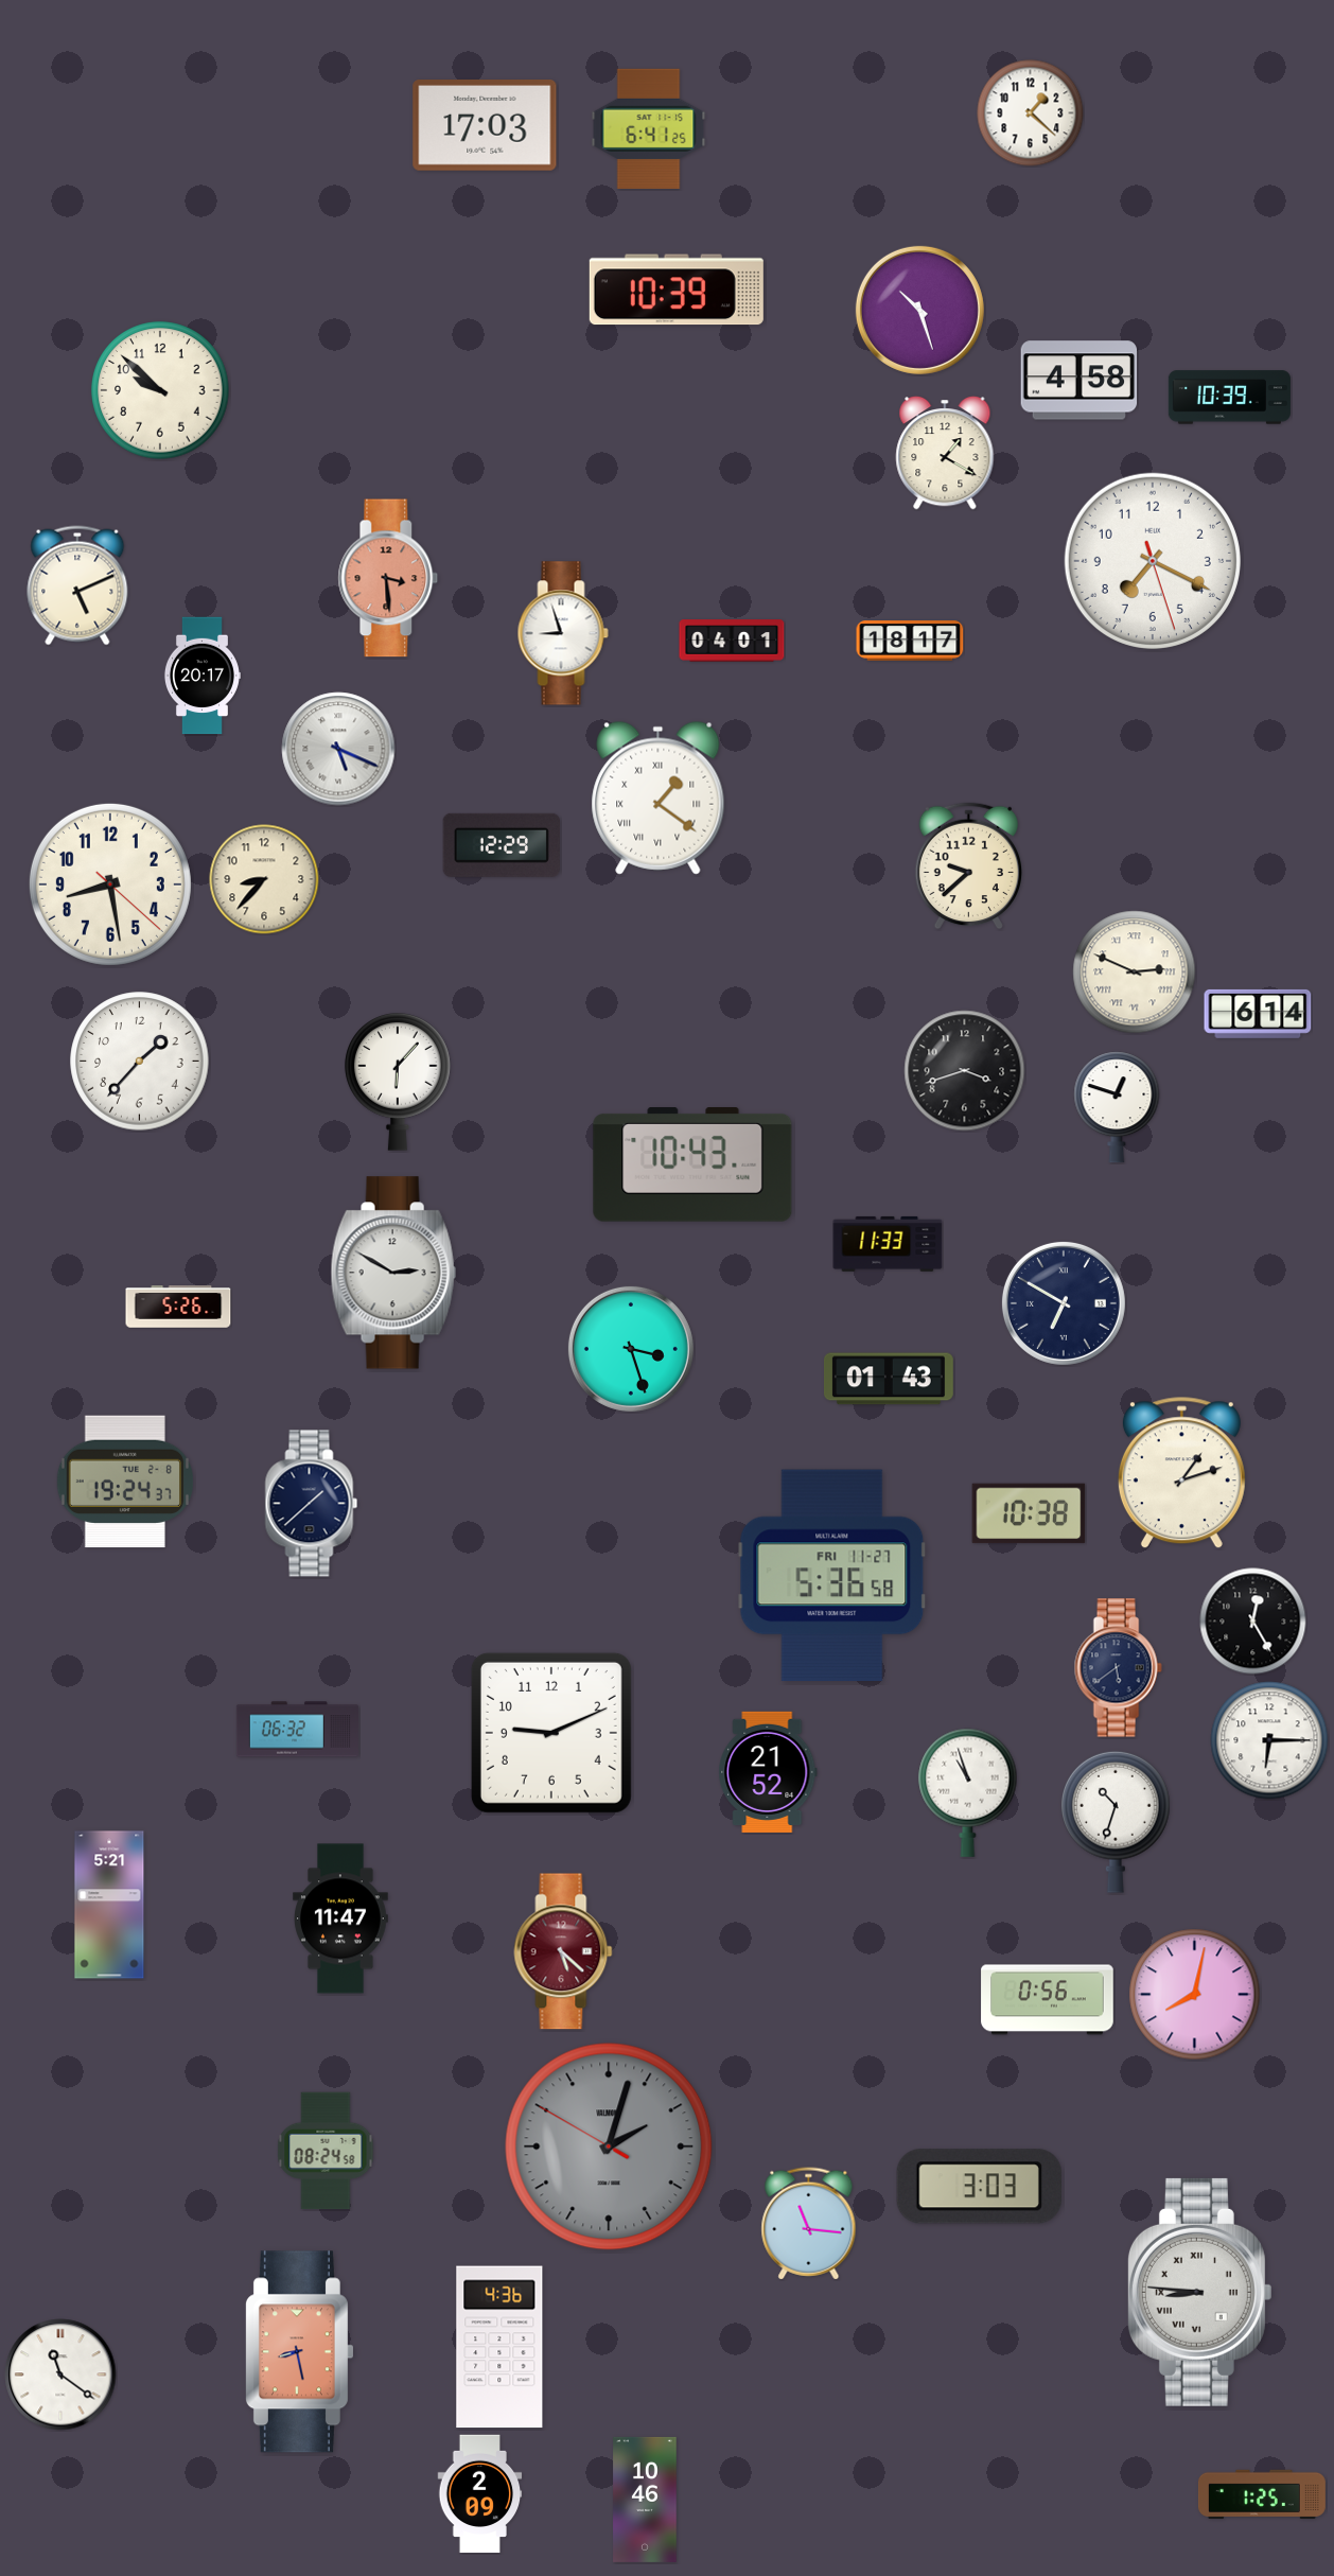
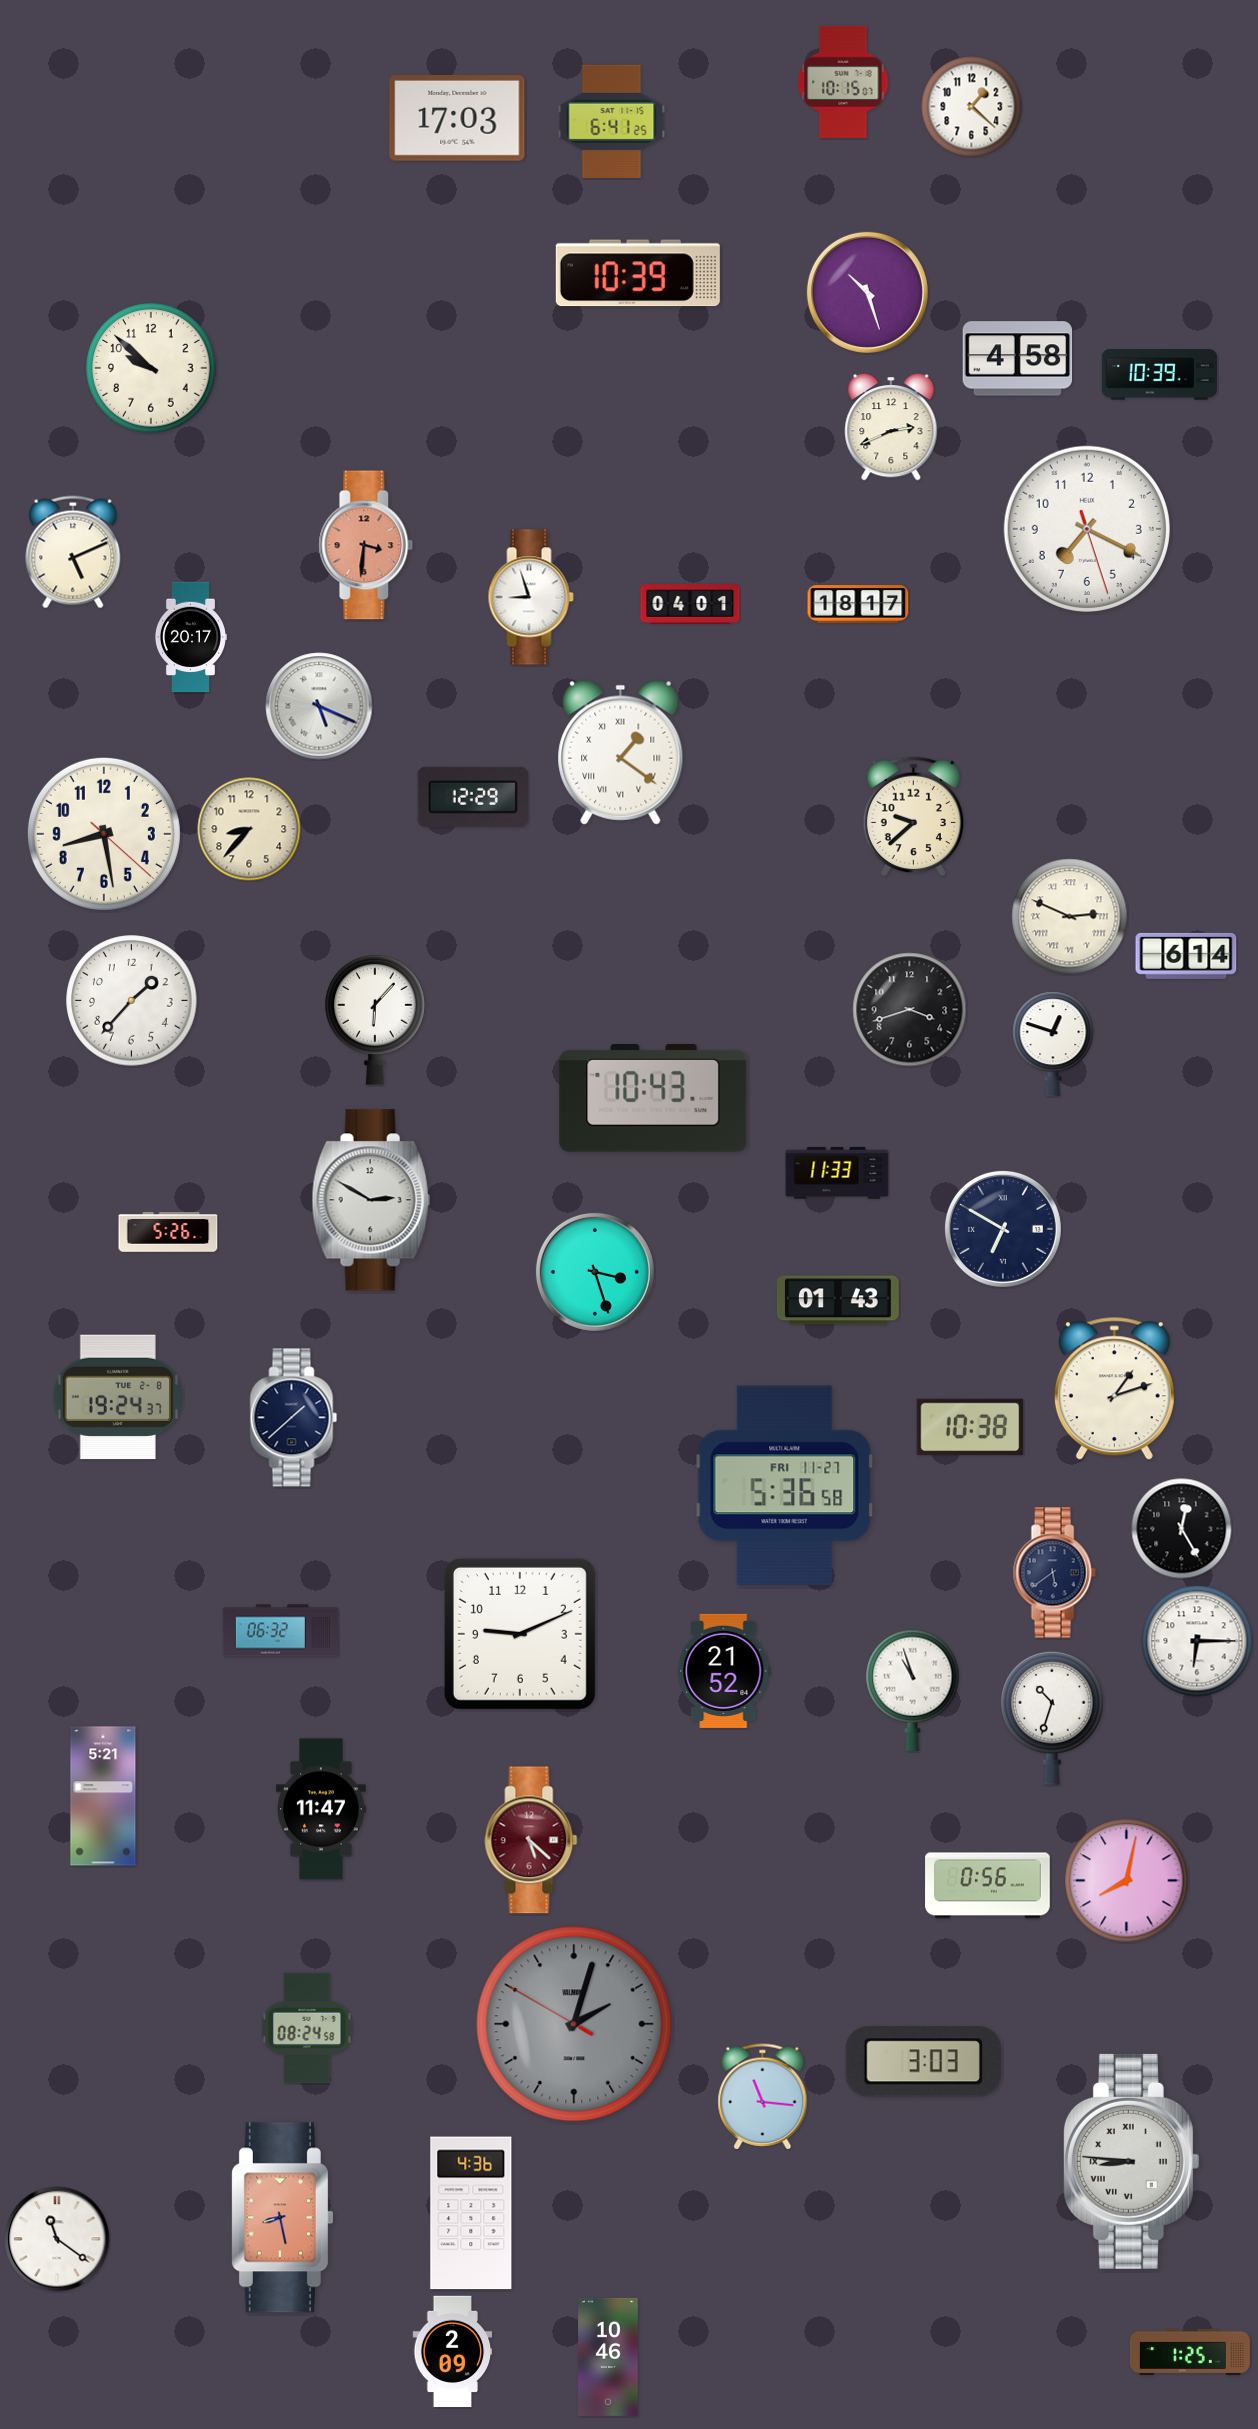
clock at (843, 81): none -> 10:15
clock at (945, 454): 1:20 -> 2:41
clock at (388, 578): 3:29 -> 3:31
